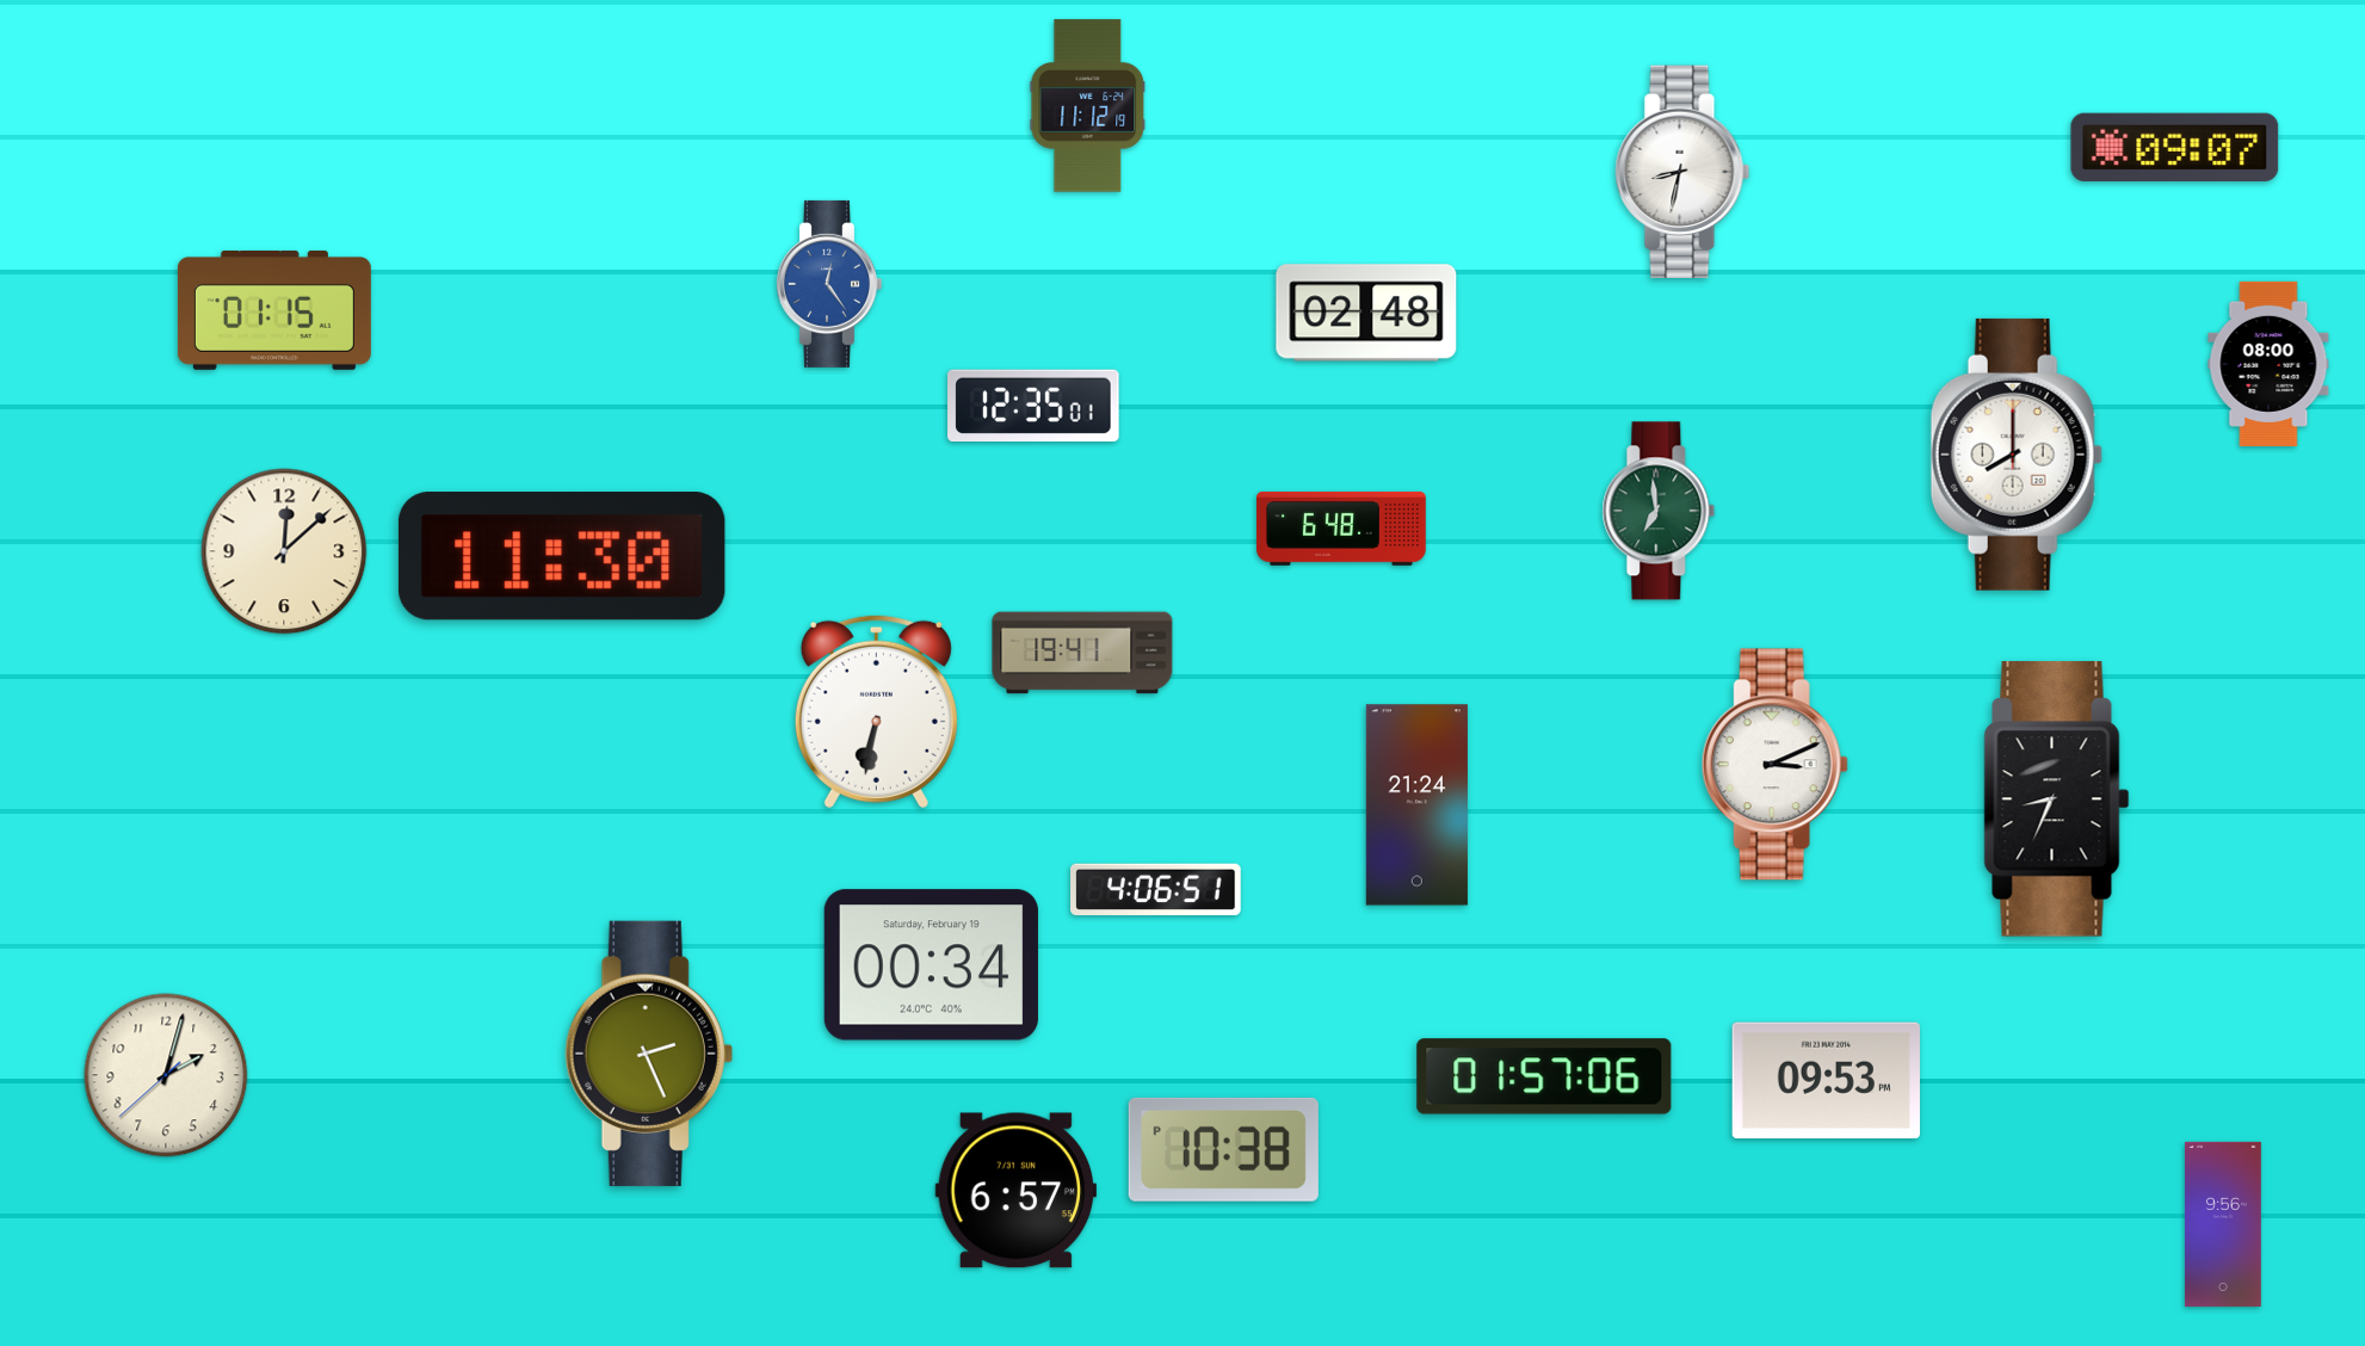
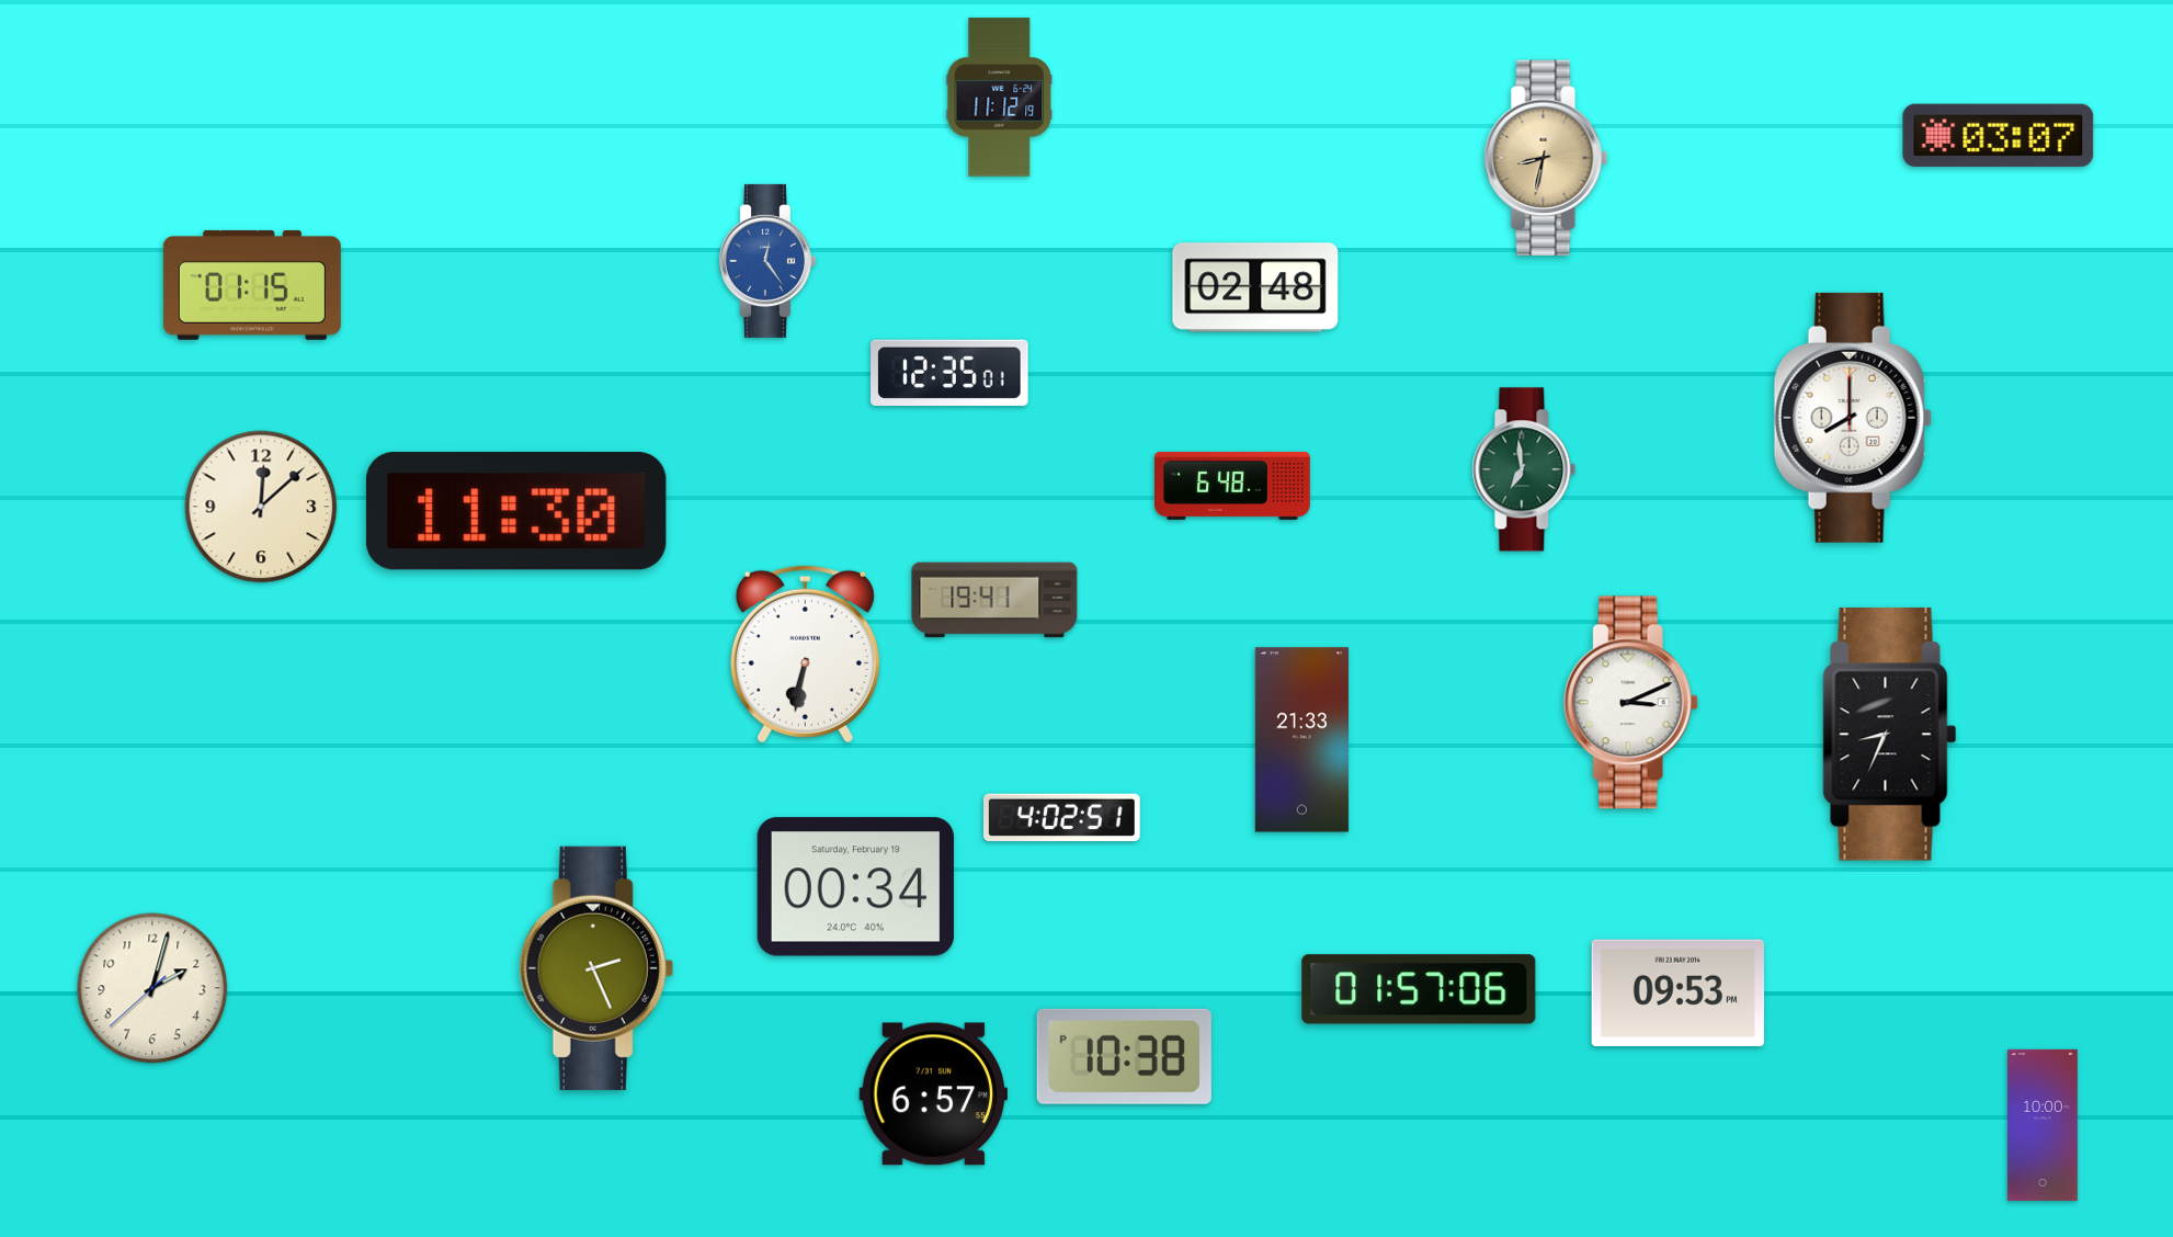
clock at (2175, 147): 09:07 -> 03:07
clock at (1682, 171) dial: white -> champagne
clock at (828, 284) position: (828, 284) -> (766, 261)
clock at (2268, 364): 08:00 -> none
clock at (1416, 805): 21:24 -> 21:33
clock at (1156, 889): 4:06 -> 4:02
clock at (2223, 1224): 9:56 -> 10:00
